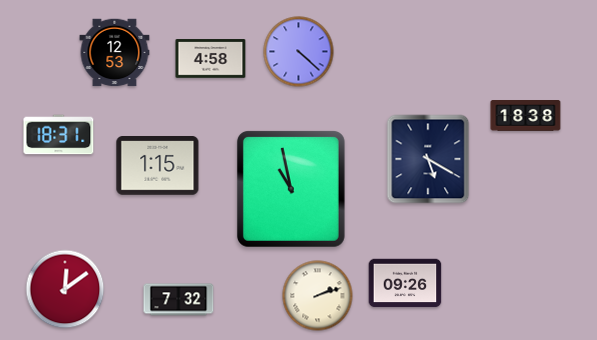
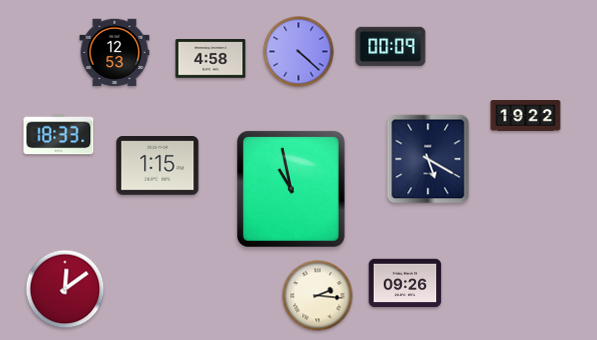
clock at (391, 47): none -> 00:09
clock at (526, 116): 18:38 -> 19:22
clock at (59, 135): 18:31 -> 18:33
clock at (318, 296): 2:12 -> 2:16
clock at (179, 300): 7:32 -> none
